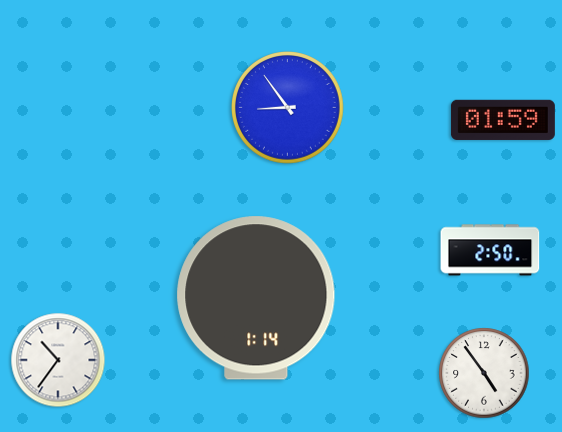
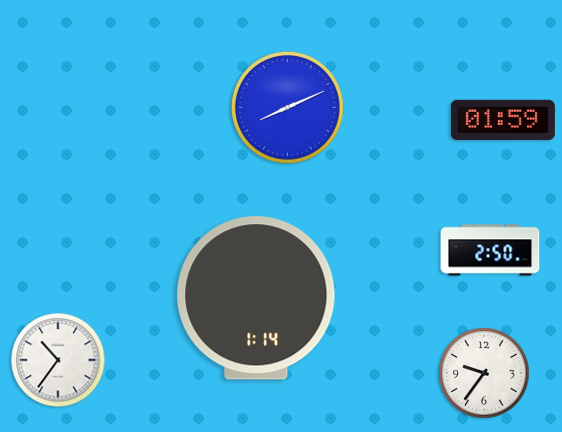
clock at (288, 108): 8:54 -> 8:11
clock at (484, 373): 4:54 -> 9:36
